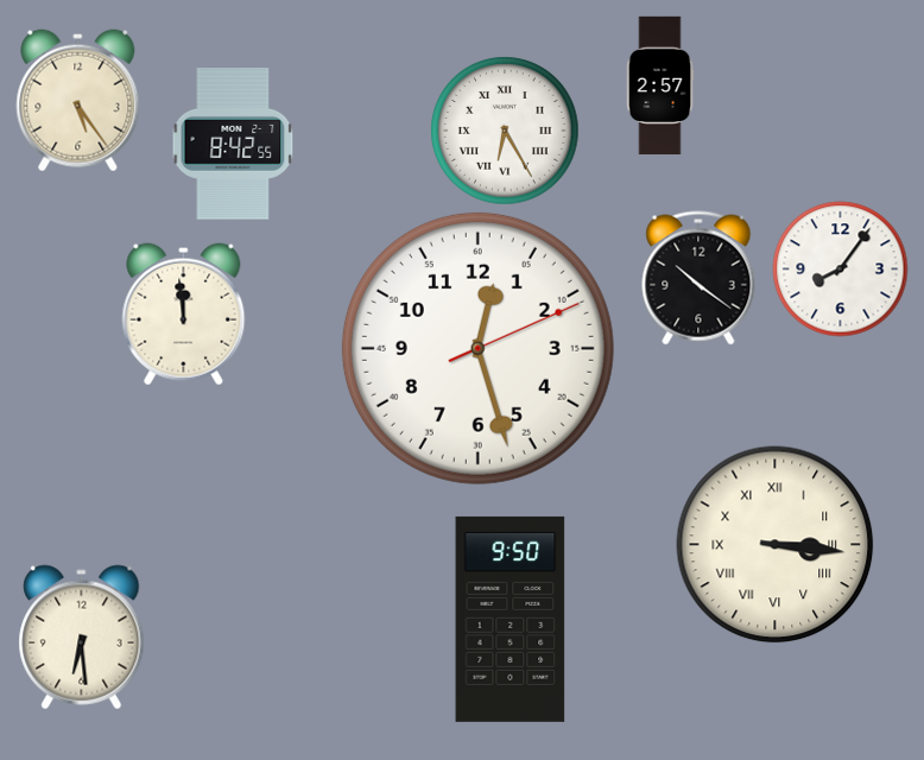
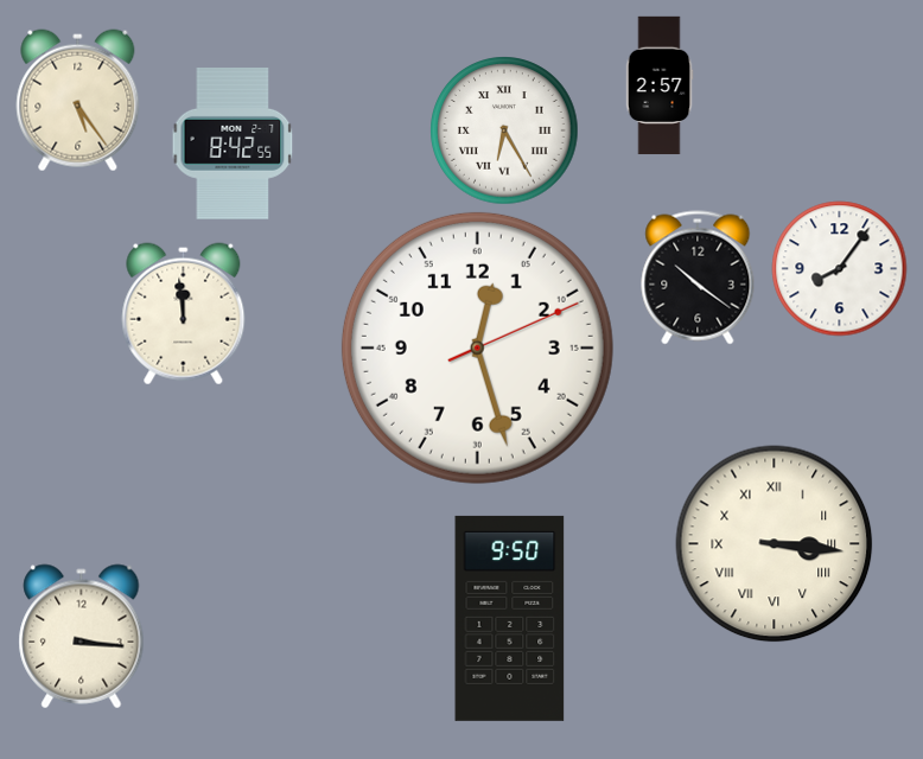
clock at (82, 638): 6:29 -> 3:16
